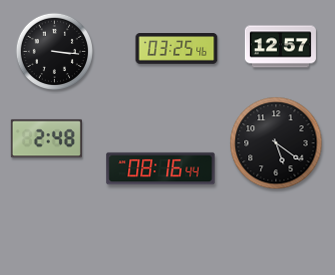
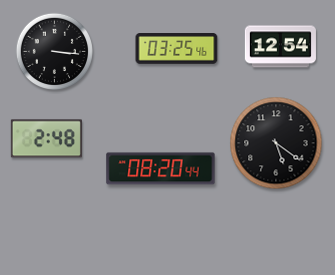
clock at (280, 47): 12:57 -> 12:54
clock at (161, 169): 08:16 -> 08:20
